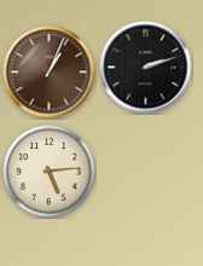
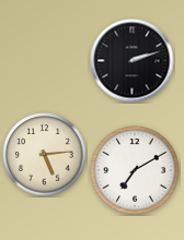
clock at (50, 73): 1:04 -> none
clock at (135, 170): none -> 7:10
